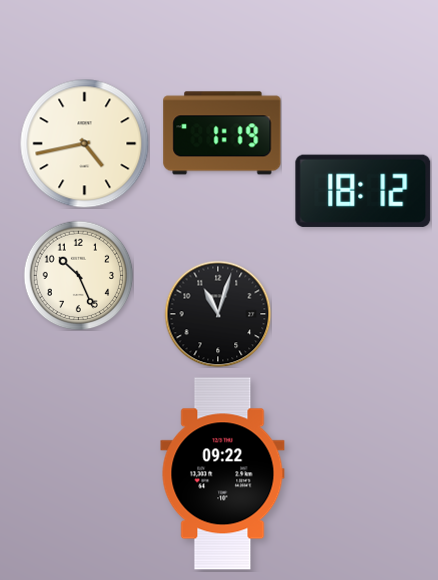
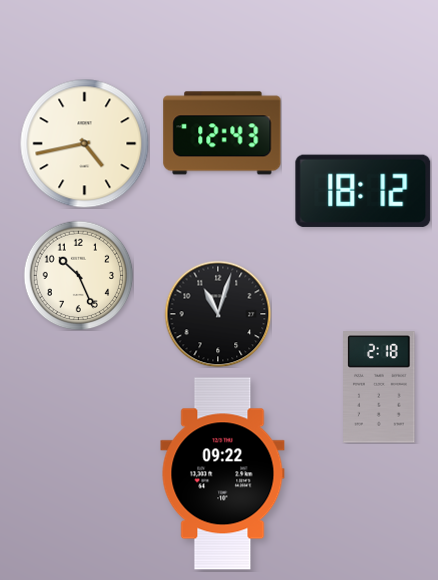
clock at (222, 133): 1:19 -> 12:43
clock at (379, 387): none -> 2:18
